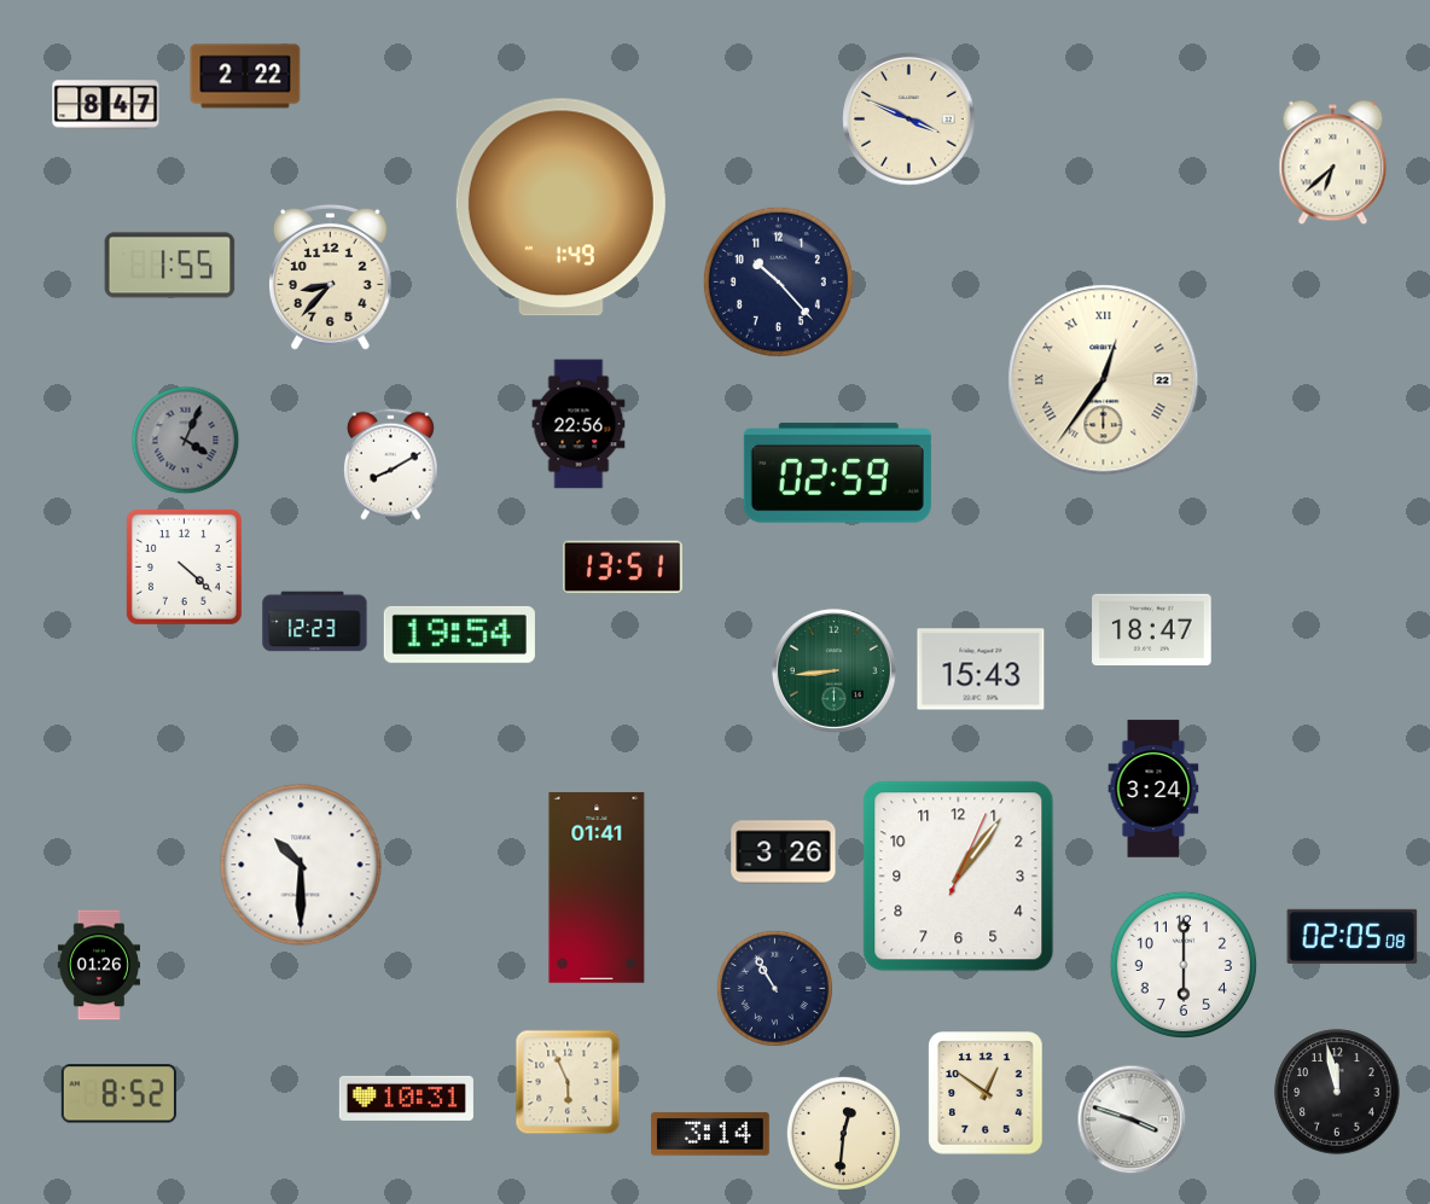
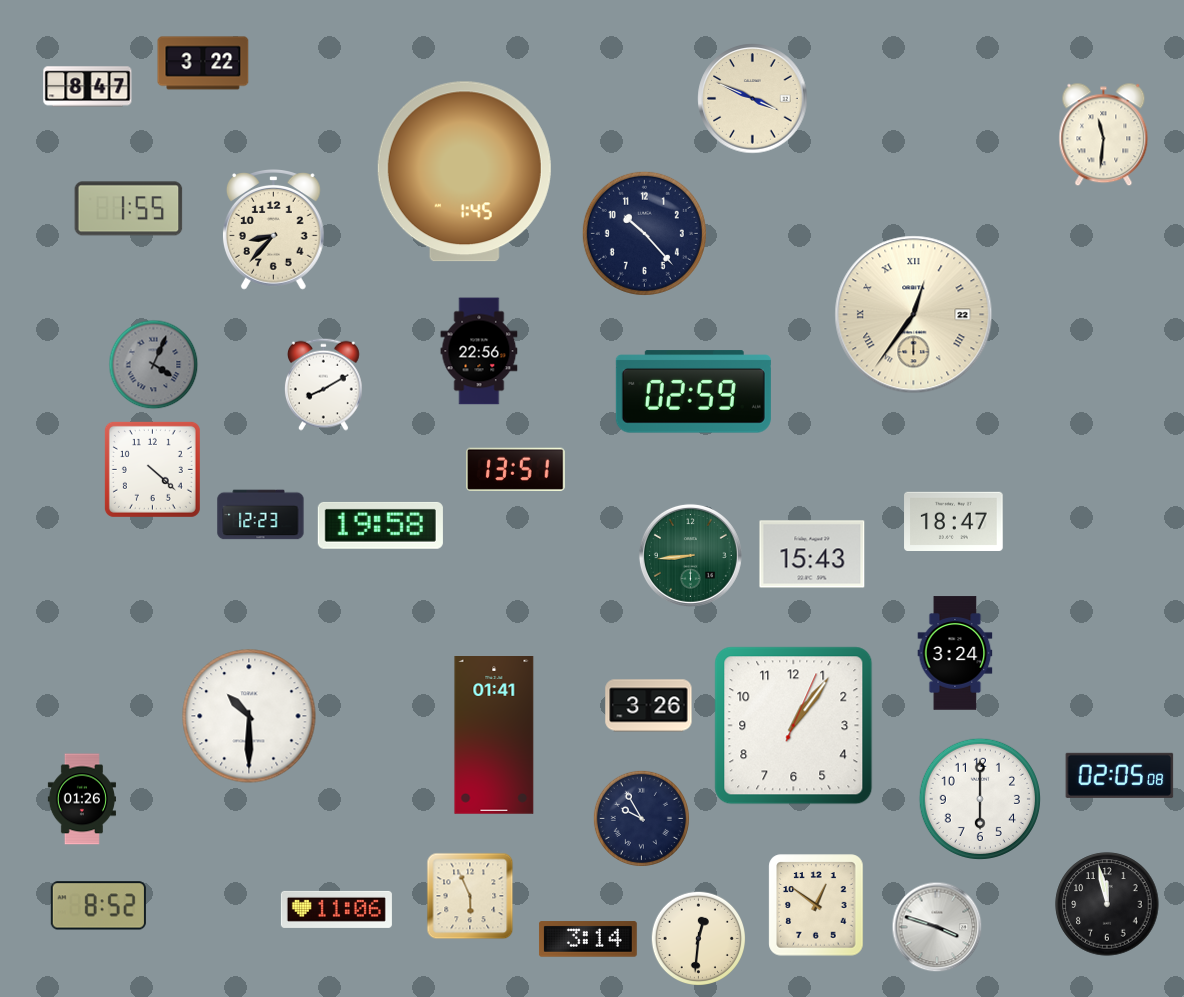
clock at (245, 76): 2:22 -> 3:22
clock at (1333, 163): 6:38 -> 11:31
clock at (560, 208): 1:49 -> 1:45
clock at (170, 266) position: (170, 266) -> (129, 209)
clock at (459, 634): 19:54 -> 19:58
clock at (774, 988): 10:55 -> 9:55
clock at (406, 1098): 10:31 -> 11:06
